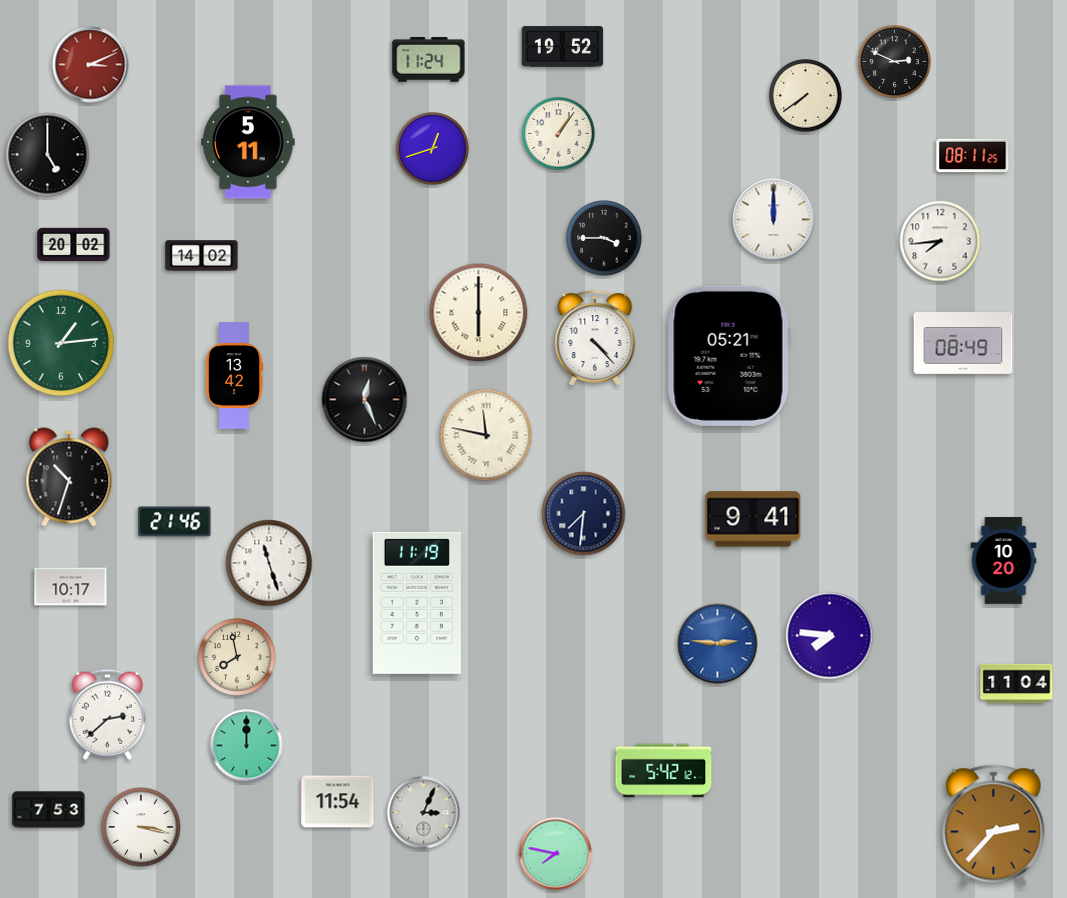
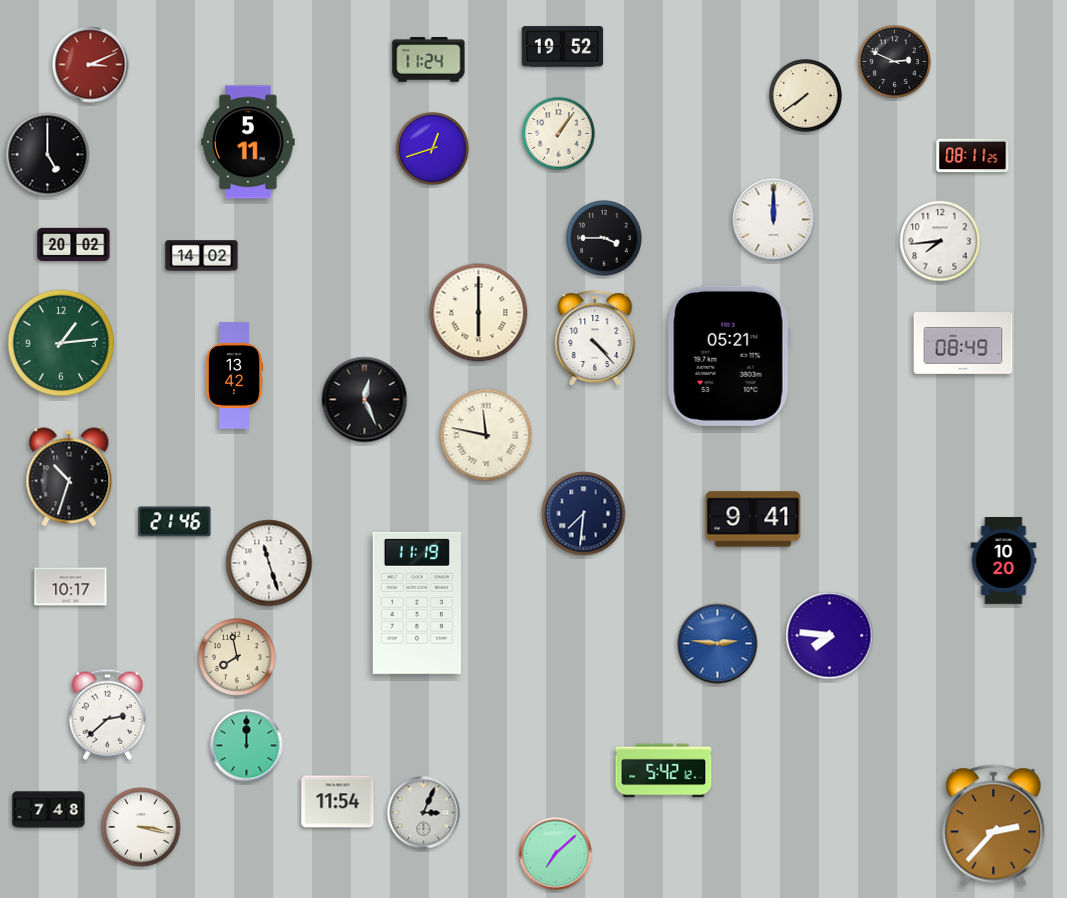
clock at (1017, 684): 11:04 -> none
clock at (49, 810): 7:53 -> 7:48
clock at (556, 854): 7:47 -> 7:08
